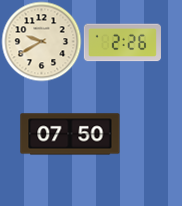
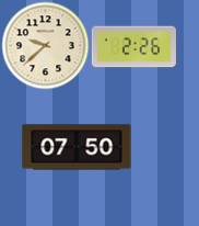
clock at (41, 41): 9:40 -> 9:38
